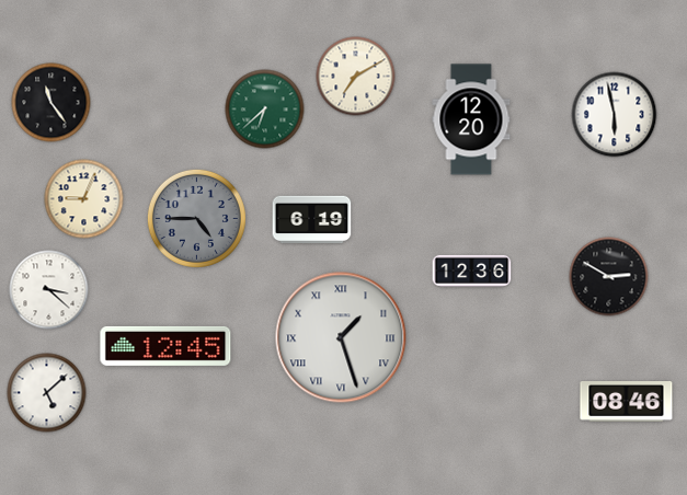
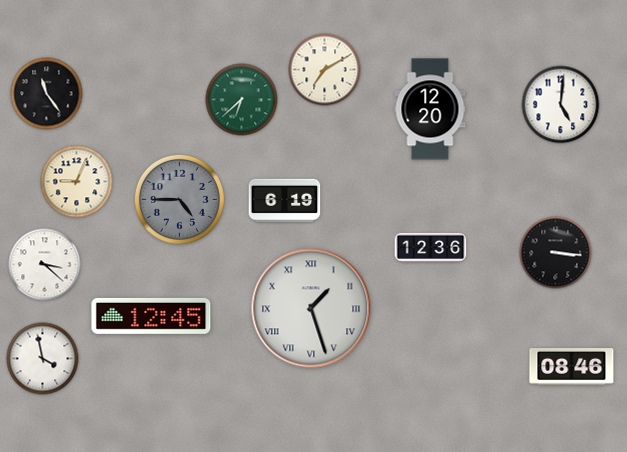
clock at (615, 115): 5:58 -> 5:01
clock at (609, 277): 2:50 -> 3:16
clock at (47, 393): 5:08 -> 3:58
